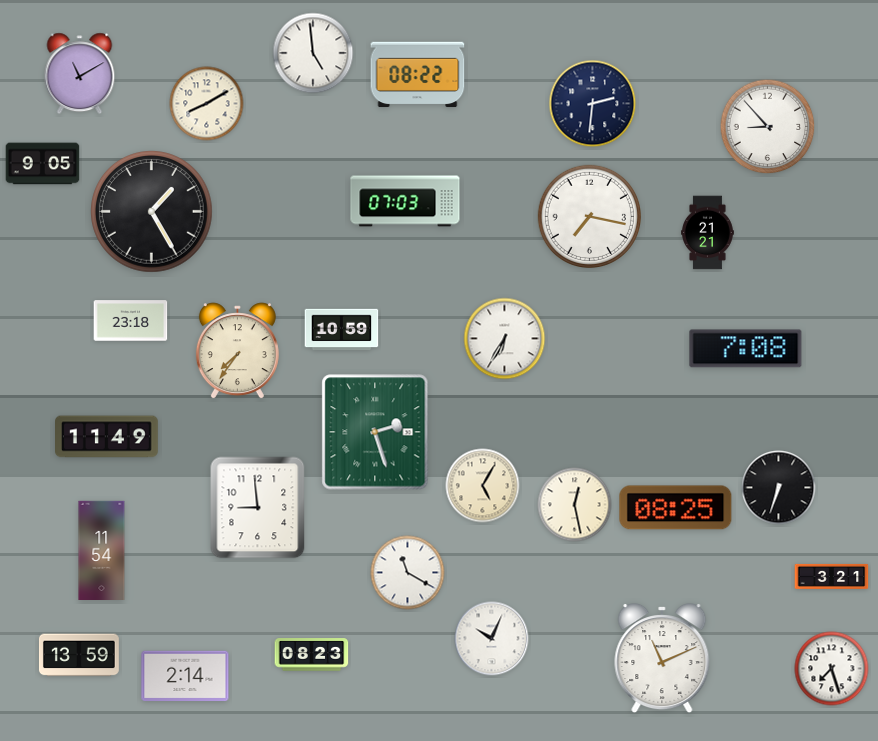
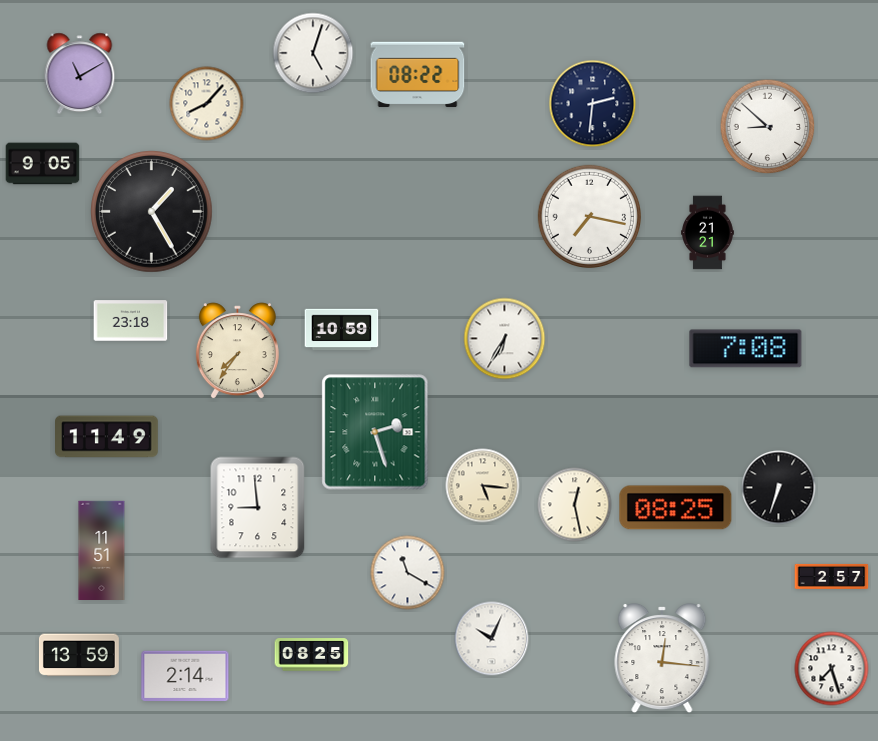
clock at (313, 53): 4:59 -> 5:03
clock at (207, 104): 8:10 -> 8:07
clock at (768, 127): 8:53 -> 8:52
clock at (405, 201): 07:03 -> none
clock at (483, 486): 5:05 -> 5:16
clock at (102, 550): 11:54 -> 11:51
clock at (832, 576): 3:21 -> 2:57
clock at (312, 655): 08:23 -> 08:25
clock at (662, 659): 11:11 -> 12:16
